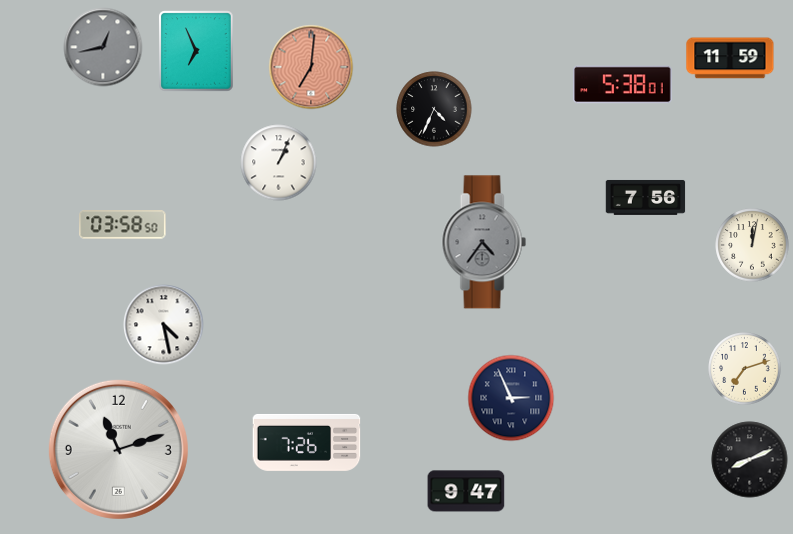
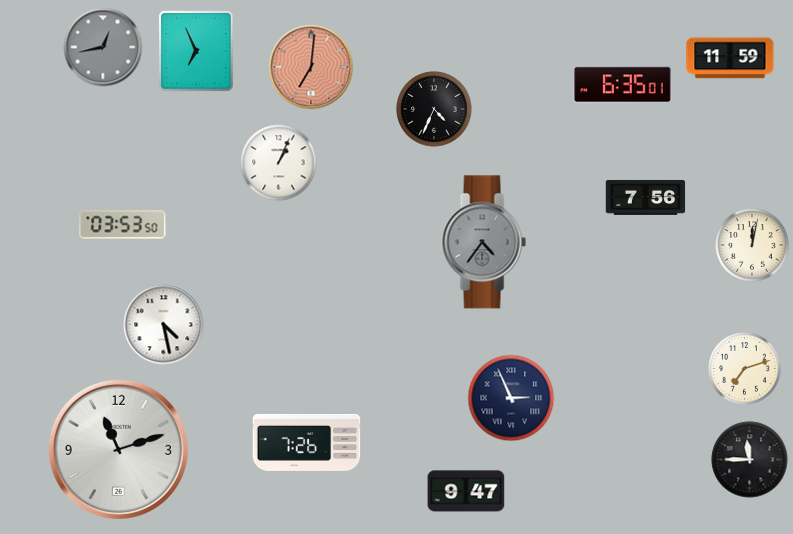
clock at (623, 85): 5:38 -> 6:35
clock at (123, 225): 03:58 -> 03:53
clock at (750, 460): 8:11 -> 11:45
